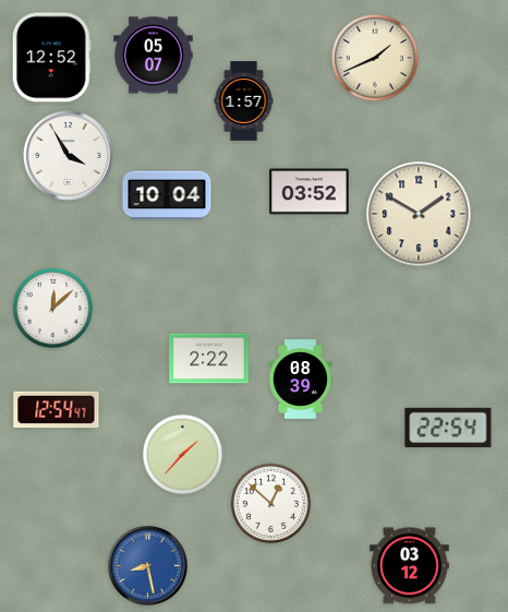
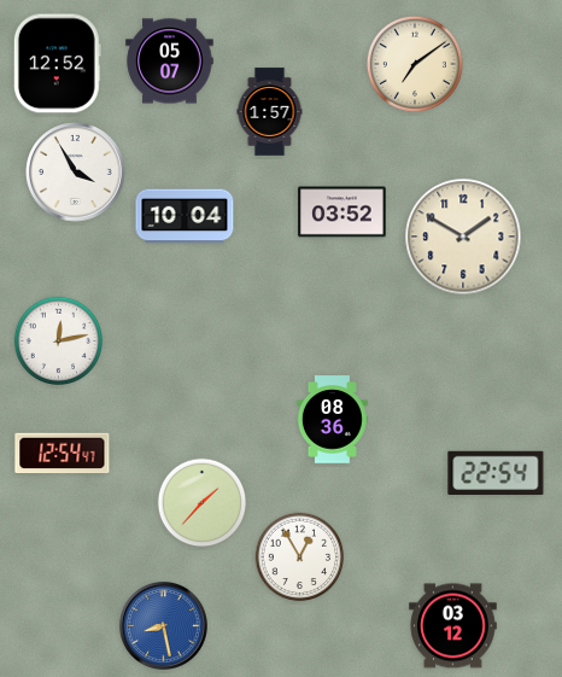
clock at (375, 58): 1:41 -> 7:09
clock at (53, 309): 12:08 -> 12:13
clock at (209, 359): 2:22 -> none
clock at (300, 380): 08:39 -> 08:36
clock at (271, 504): 12:52 -> 12:55
